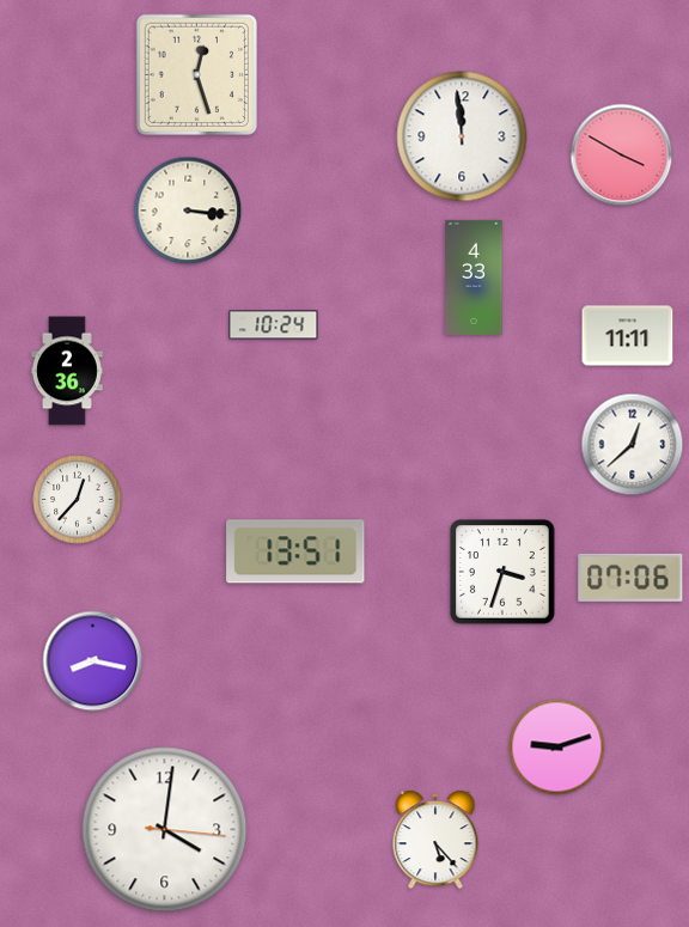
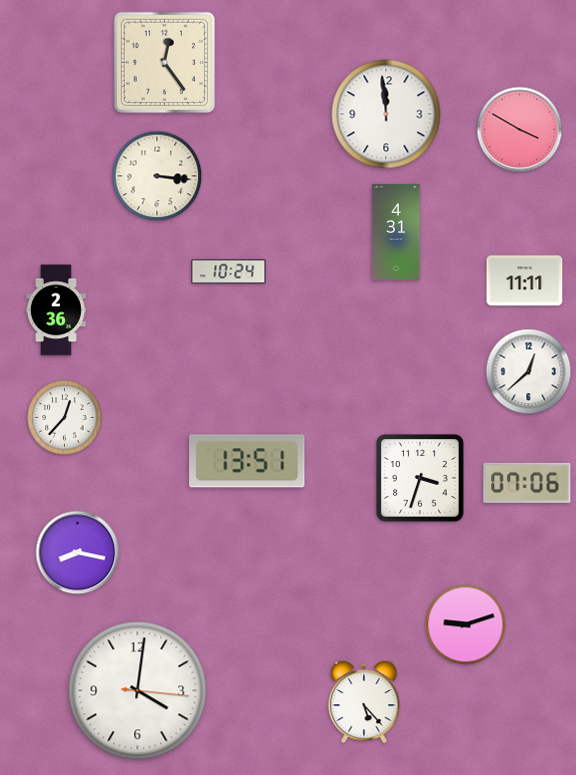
clock at (196, 74): 12:27 -> 12:24
clock at (474, 278): 4:33 -> 4:31
clock at (165, 830) position: (165, 830) -> (138, 691)
